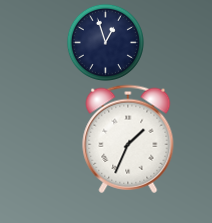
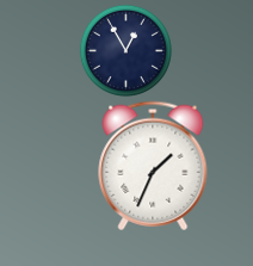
clock at (105, 42): 12:57 -> 12:55
